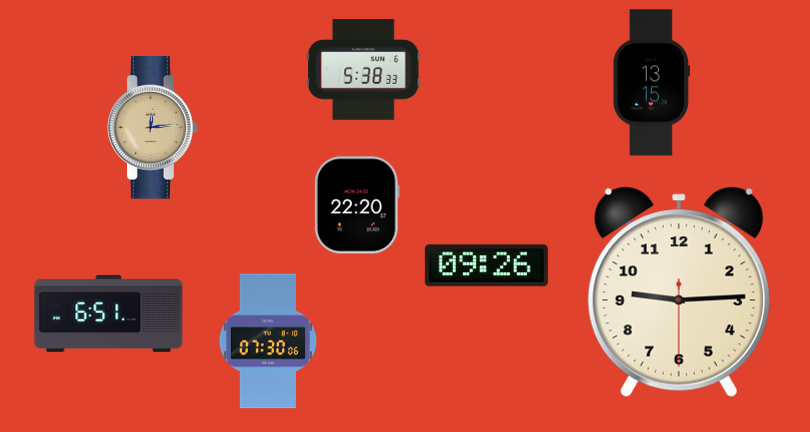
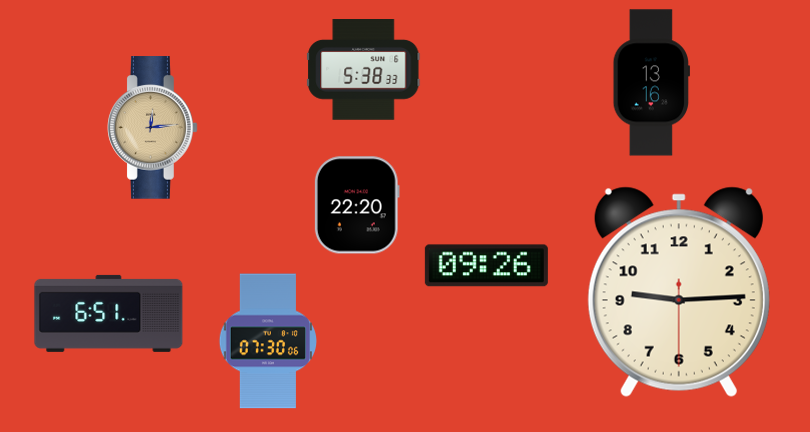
clock at (651, 83): 13:15 -> 13:16
